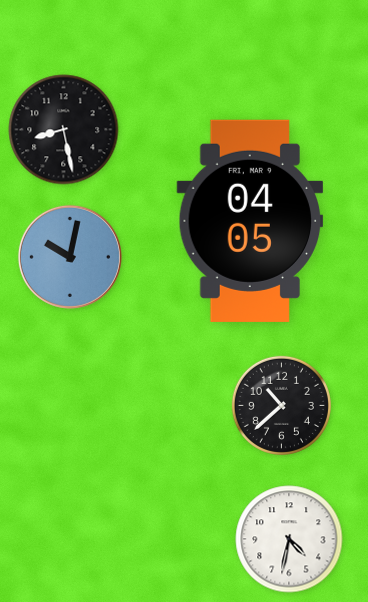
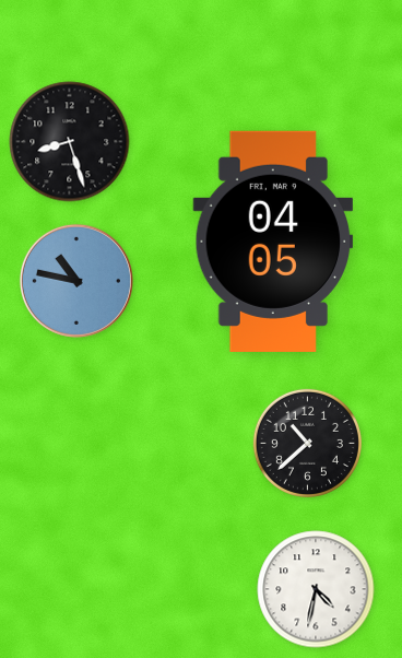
clock at (64, 130): 8:28 -> 8:27
clock at (70, 257): 10:02 -> 10:47
